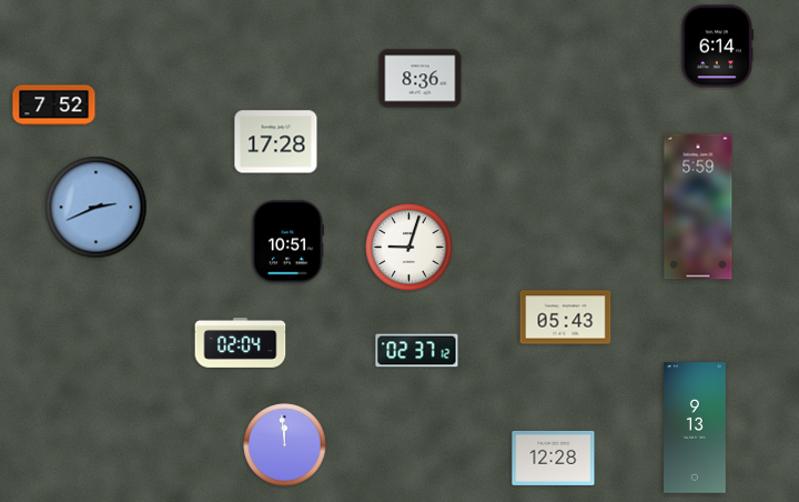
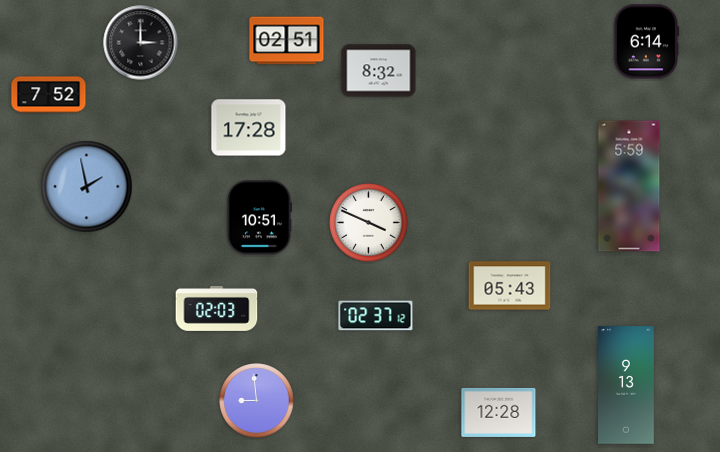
clock at (287, 41): none -> 02:51
clock at (141, 43): none -> 3:00
clock at (421, 79): 8:36 -> 8:32
clock at (97, 208): 2:41 -> 1:58
clock at (409, 248): 9:03 -> 3:49
clock at (241, 342): 02:04 -> 02:03
clock at (285, 445): 11:59 -> 8:59
